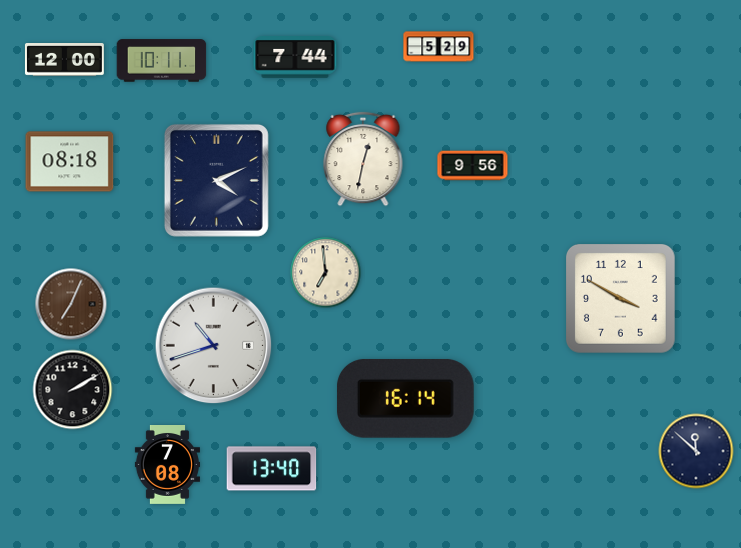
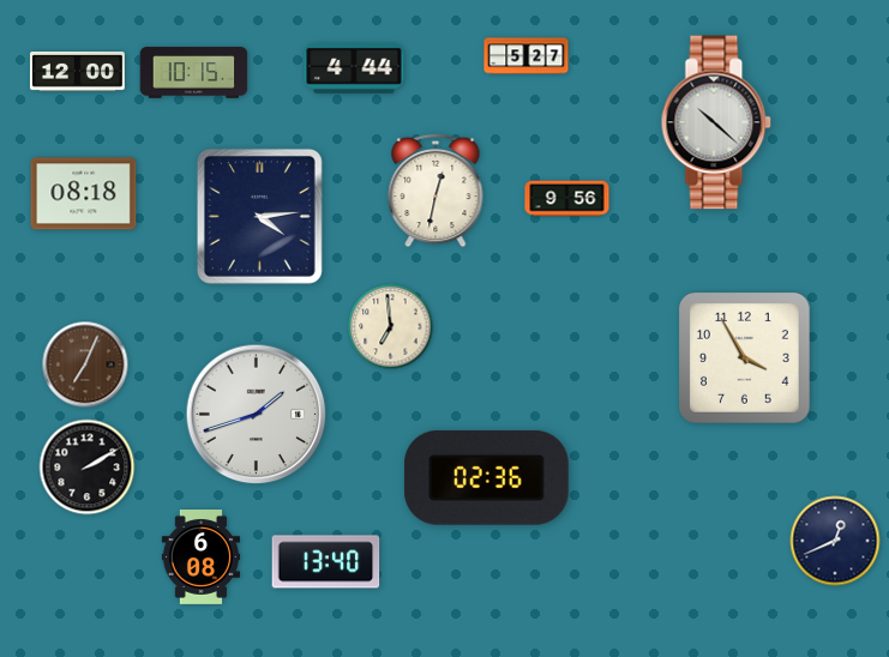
clock at (439, 47): 5:29 -> 5:27
clock at (295, 58): 7:44 -> 4:44
clock at (162, 61): 10:11 -> 10:15
clock at (716, 122): none -> 10:22
clock at (216, 180): 4:11 -> 4:14
clock at (621, 299): 3:50 -> 3:55
clock at (214, 346): 10:42 -> 1:42
clock at (405, 398): 16:14 -> 02:36
clock at (696, 451): 11:52 -> 12:41
clock at (167, 465): 7:08 -> 6:08
